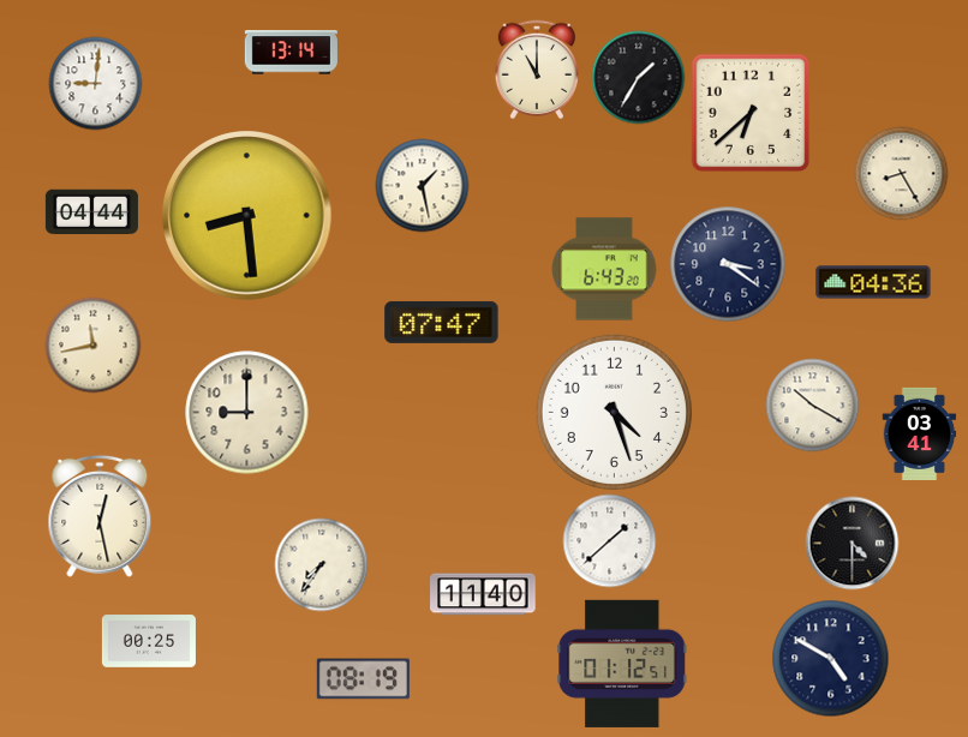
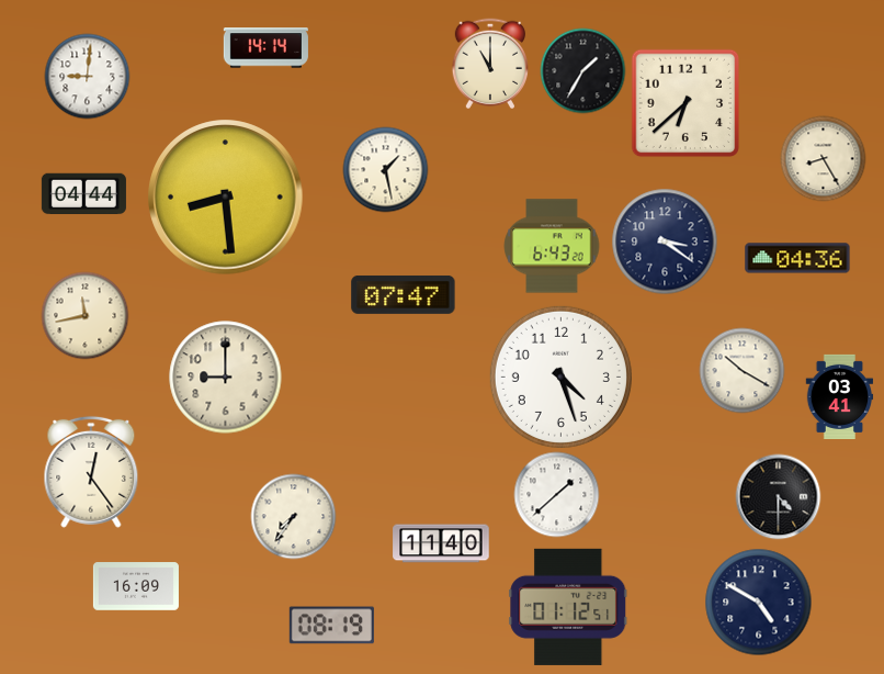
clock at (291, 53): 13:14 -> 14:14
clock at (100, 516): 12:28 -> 12:24
clock at (149, 641): 00:25 -> 16:09
clock at (363, 679) position: (363, 679) -> (331, 626)
